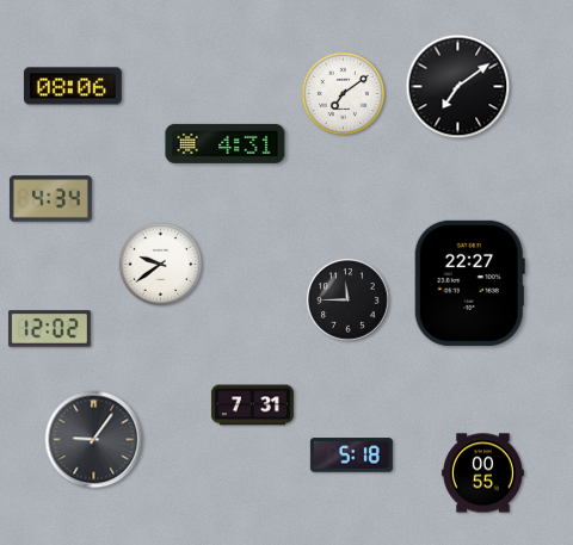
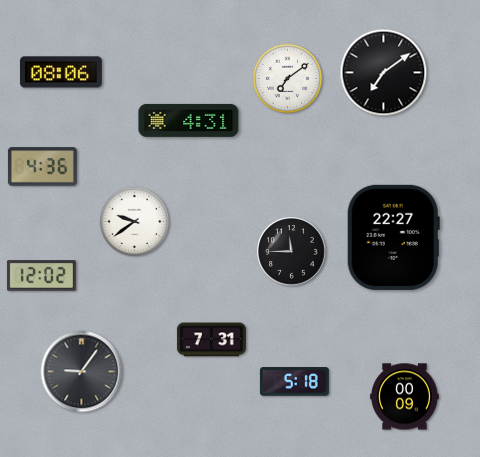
clock at (50, 199): 4:34 -> 4:36
clock at (94, 440) position: (94, 440) -> (82, 372)
clock at (482, 473): 00:55 -> 00:09
